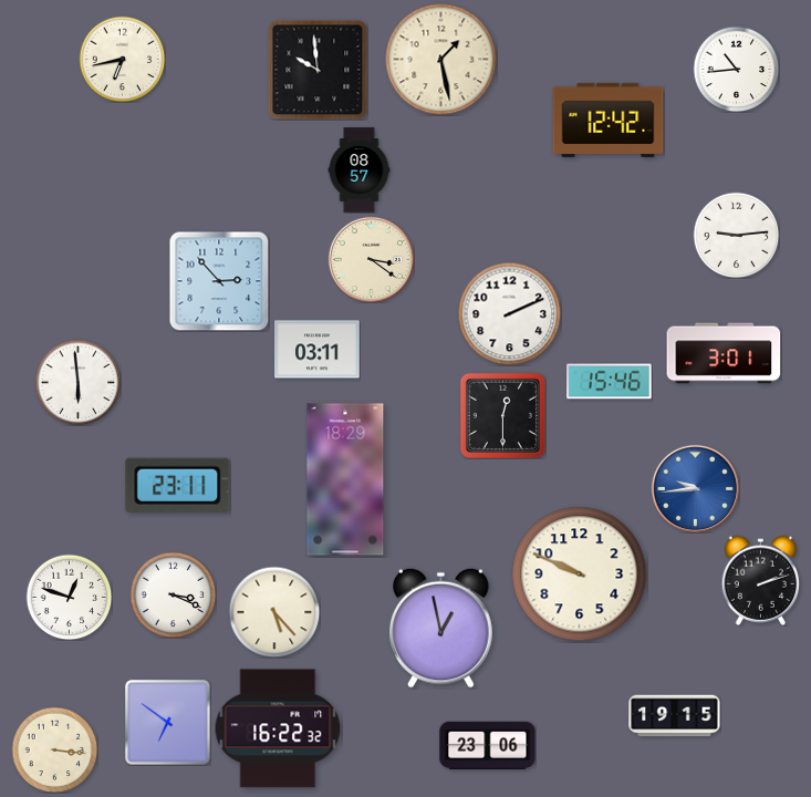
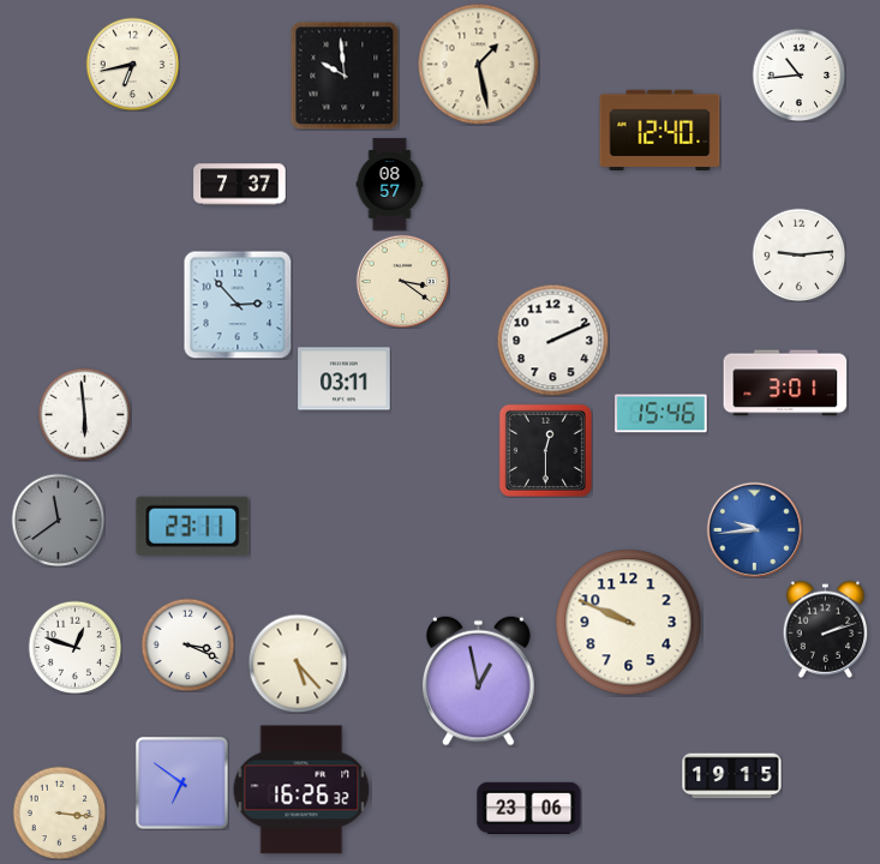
clock at (609, 120): 12:42 -> 12:40
clock at (240, 185): none -> 7:37
clock at (58, 520): none -> 11:39
clock at (345, 479): 18:29 -> none
clock at (278, 728): 16:22 -> 16:26
